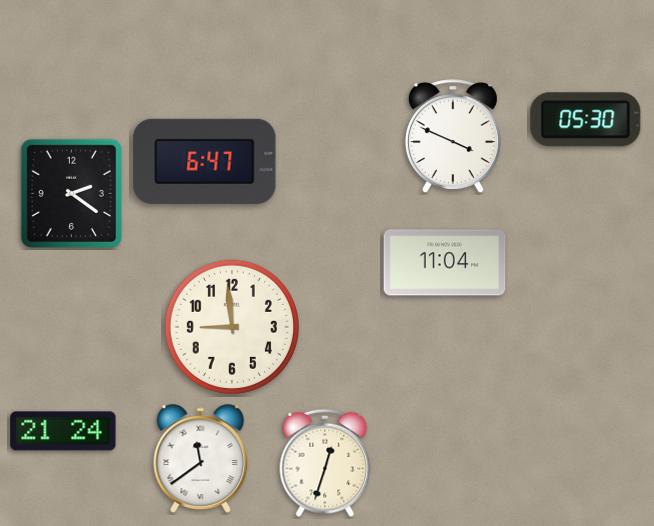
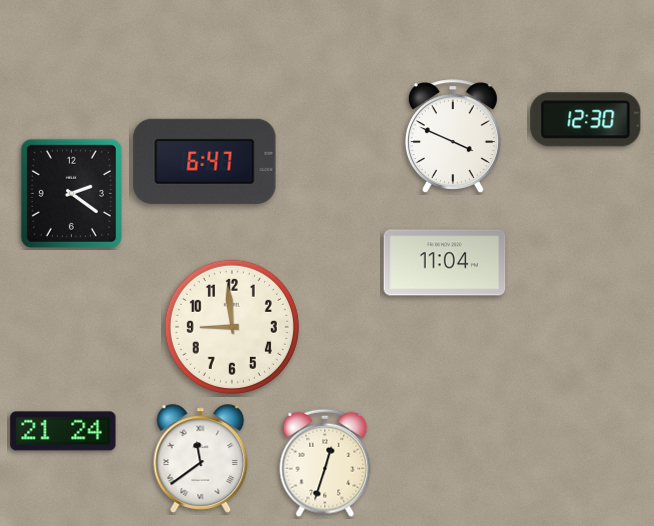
clock at (586, 120): 05:30 -> 12:30
